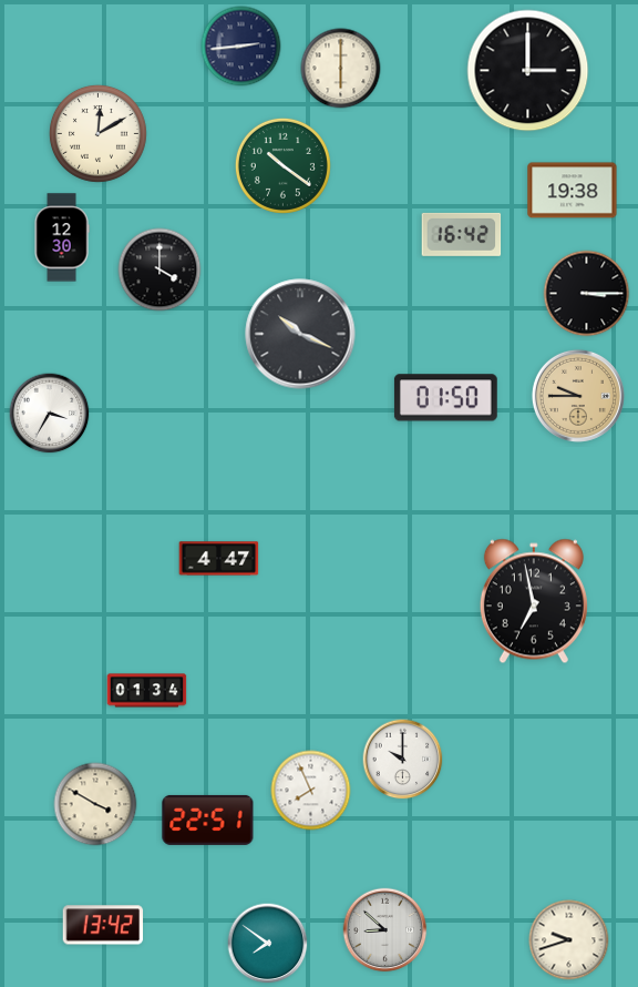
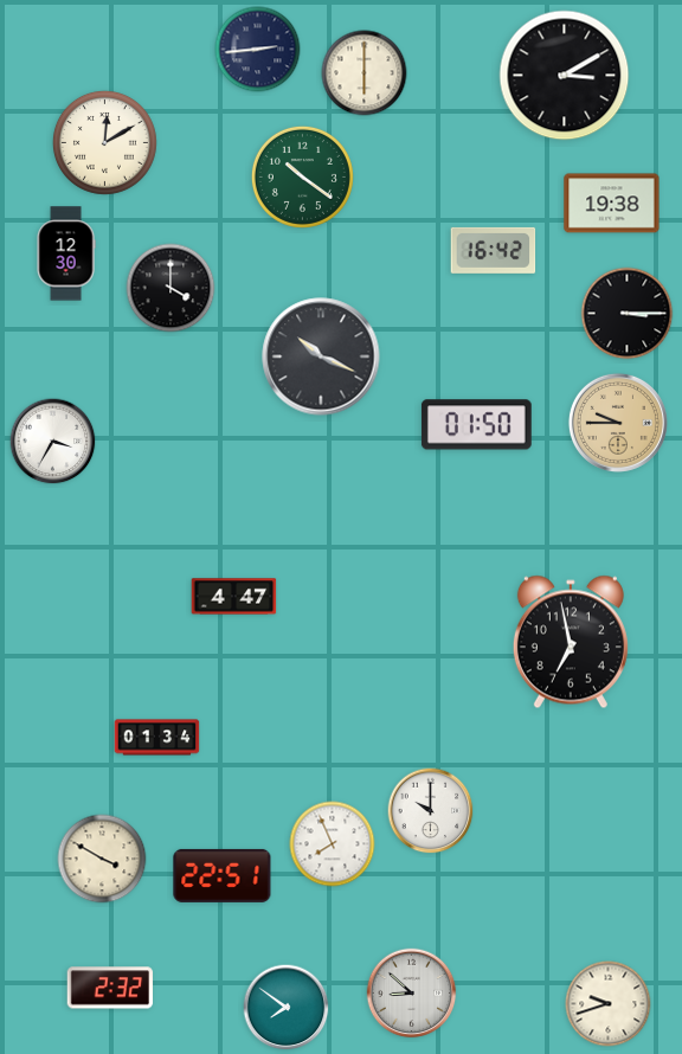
clock at (528, 71): 3:00 -> 3:10
clock at (103, 925): 13:42 -> 2:32
